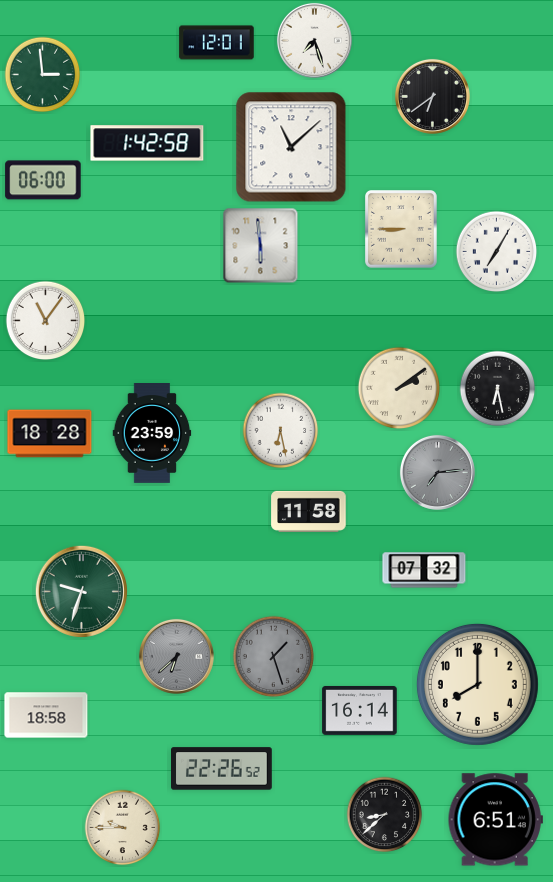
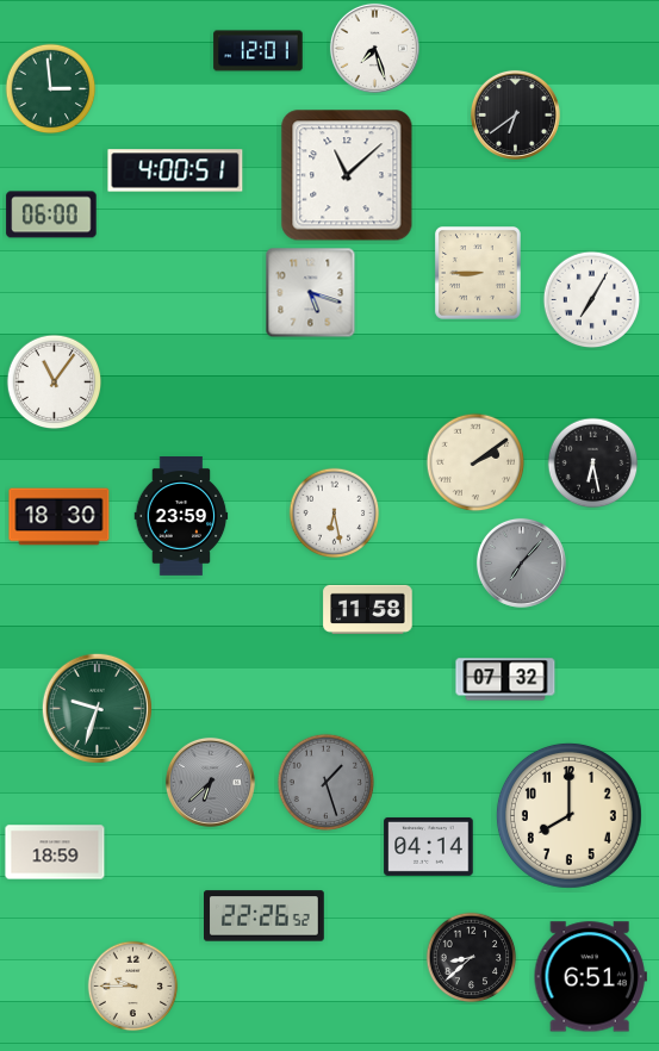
clock at (147, 143): 1:42 -> 4:00
clock at (261, 246): 5:59 -> 5:18
clock at (50, 434): 18:28 -> 18:30
clock at (437, 472): 7:14 -> 7:07
clock at (81, 591) position: (81, 591) -> (97, 708)
clock at (360, 710): 16:14 -> 04:14
clock at (46, 715): 18:58 -> 18:59
clock at (385, 815) position: (385, 815) -> (472, 958)
clock at (123, 828) position: (123, 828) -> (133, 987)
